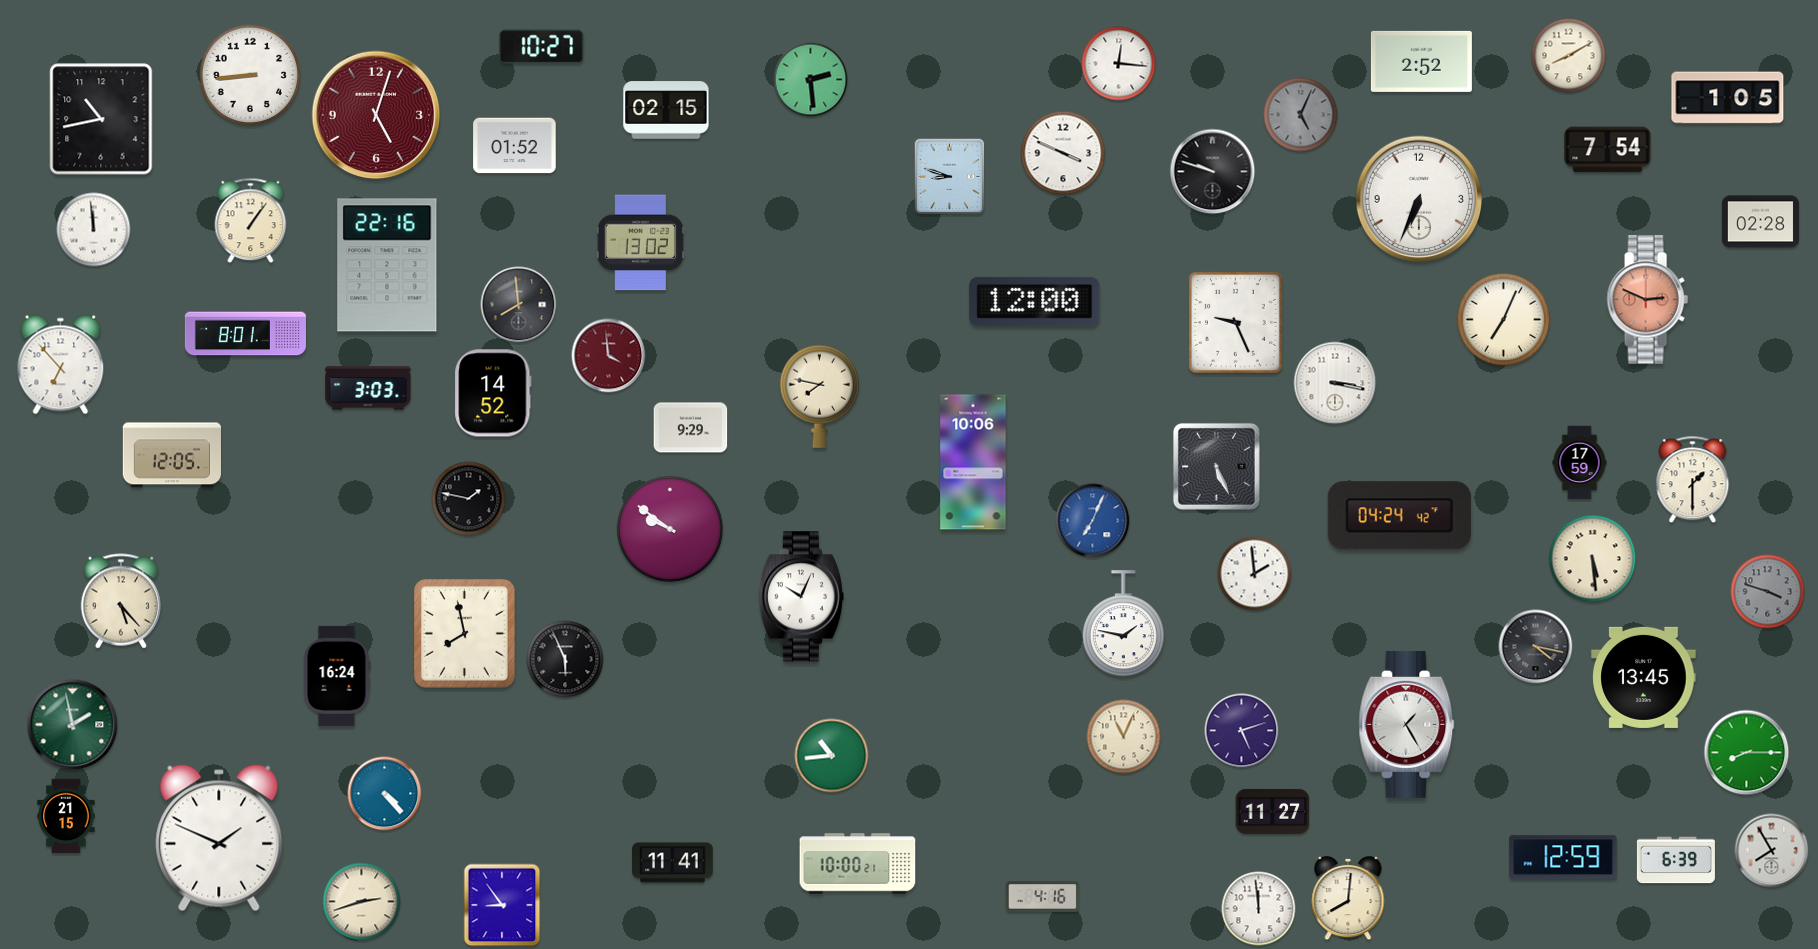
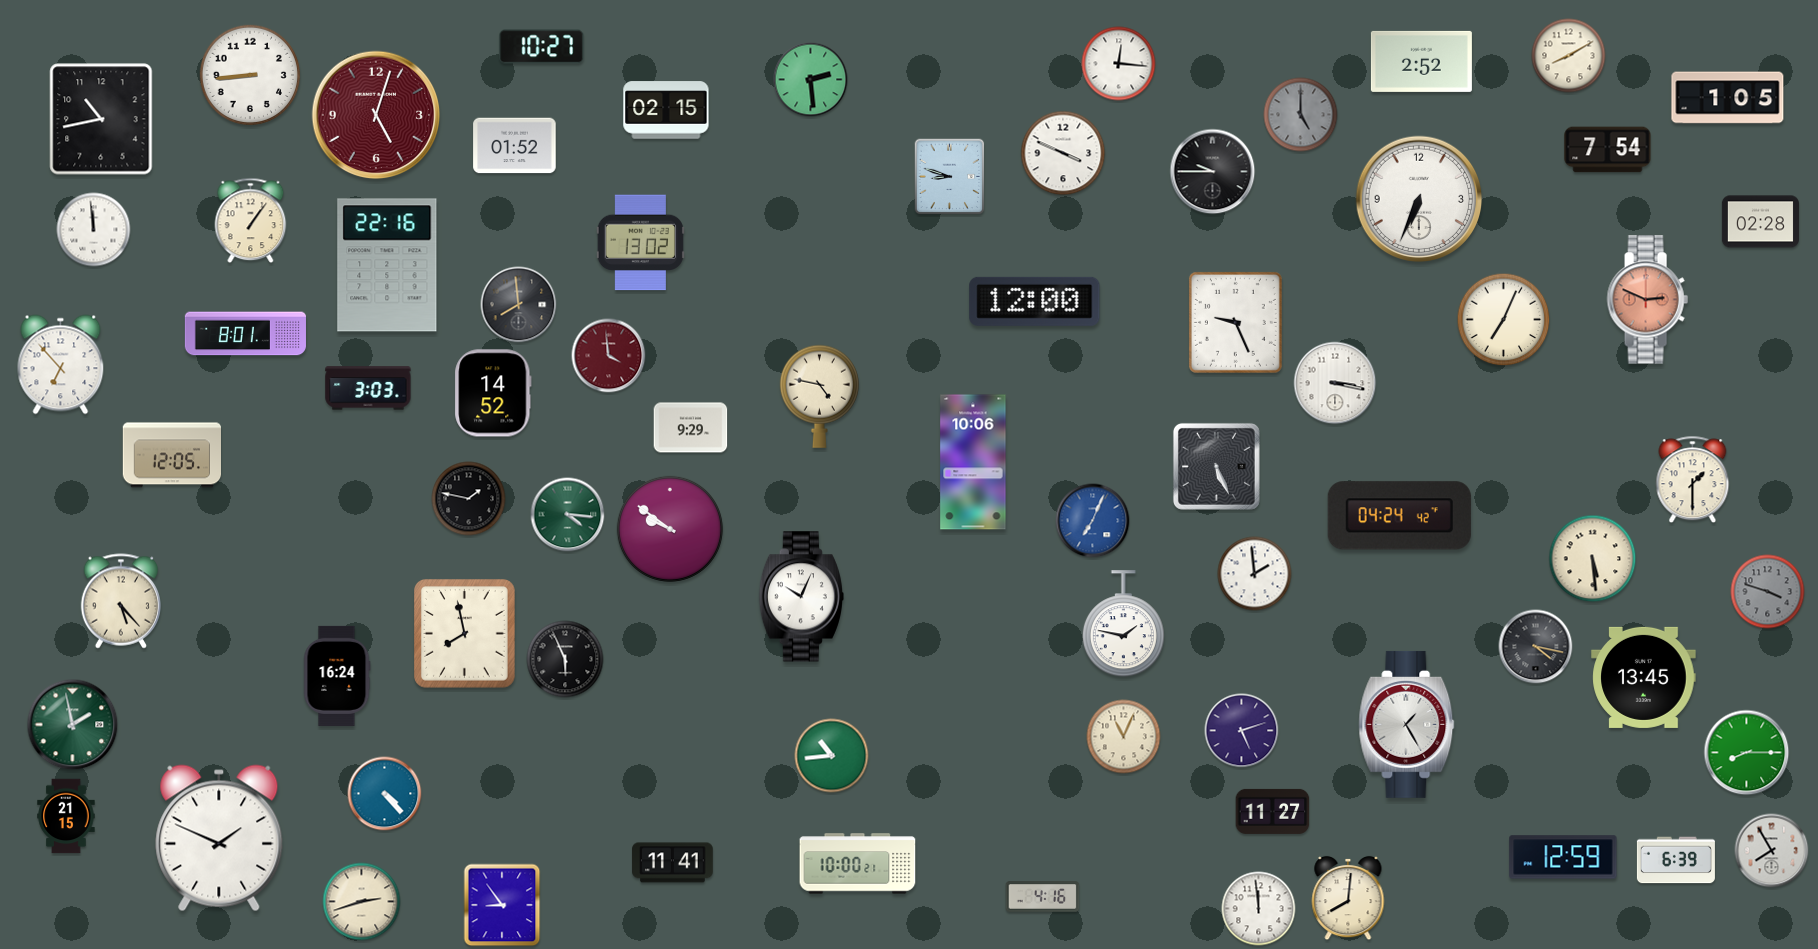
clock at (1301, 115): 5:04 -> 5:00
clock at (1213, 172): 9:48 -> 9:45
clock at (819, 396): 7:47 -> 4:47
clock at (1580, 463): 17:59 -> none
clock at (568, 515): none -> 4:16
